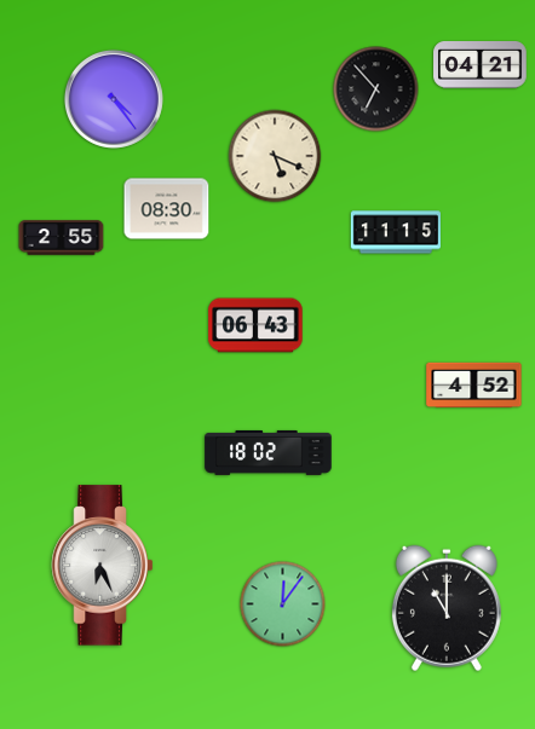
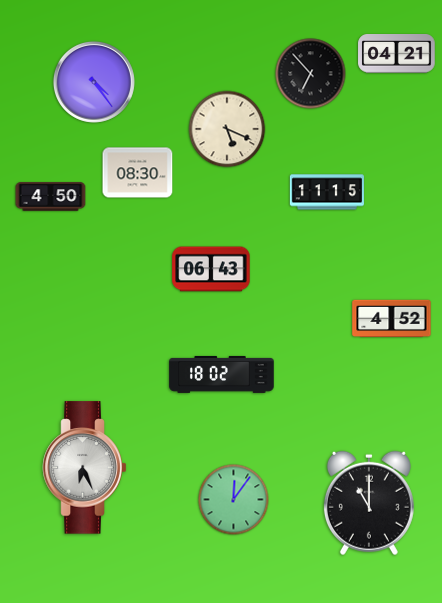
clock at (62, 238): 2:55 -> 4:50
